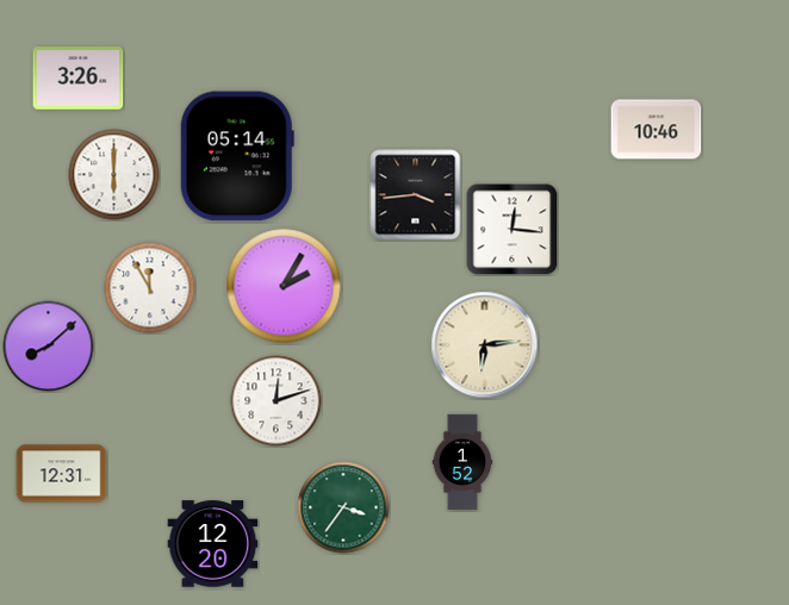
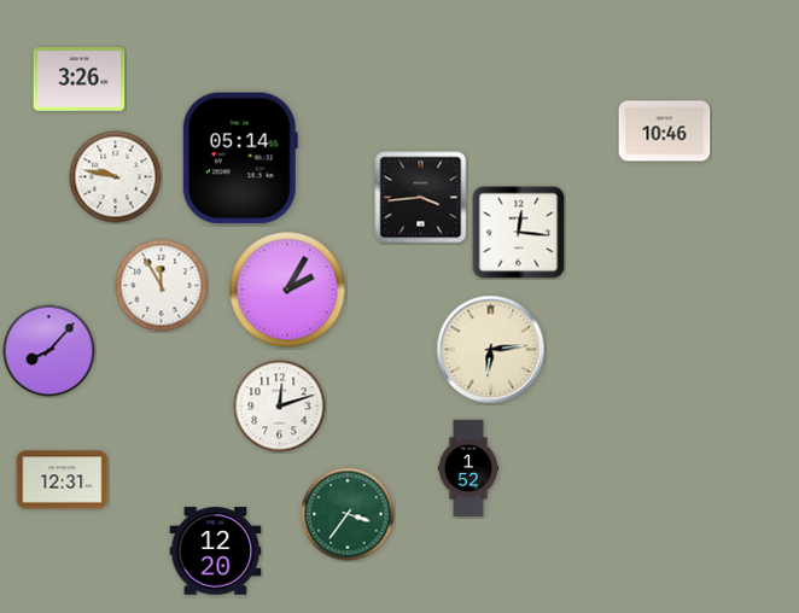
clock at (114, 175): 6:00 -> 9:47
clock at (150, 288) position: (150, 288) -> (162, 286)
clock at (49, 347): 8:08 -> 8:07
